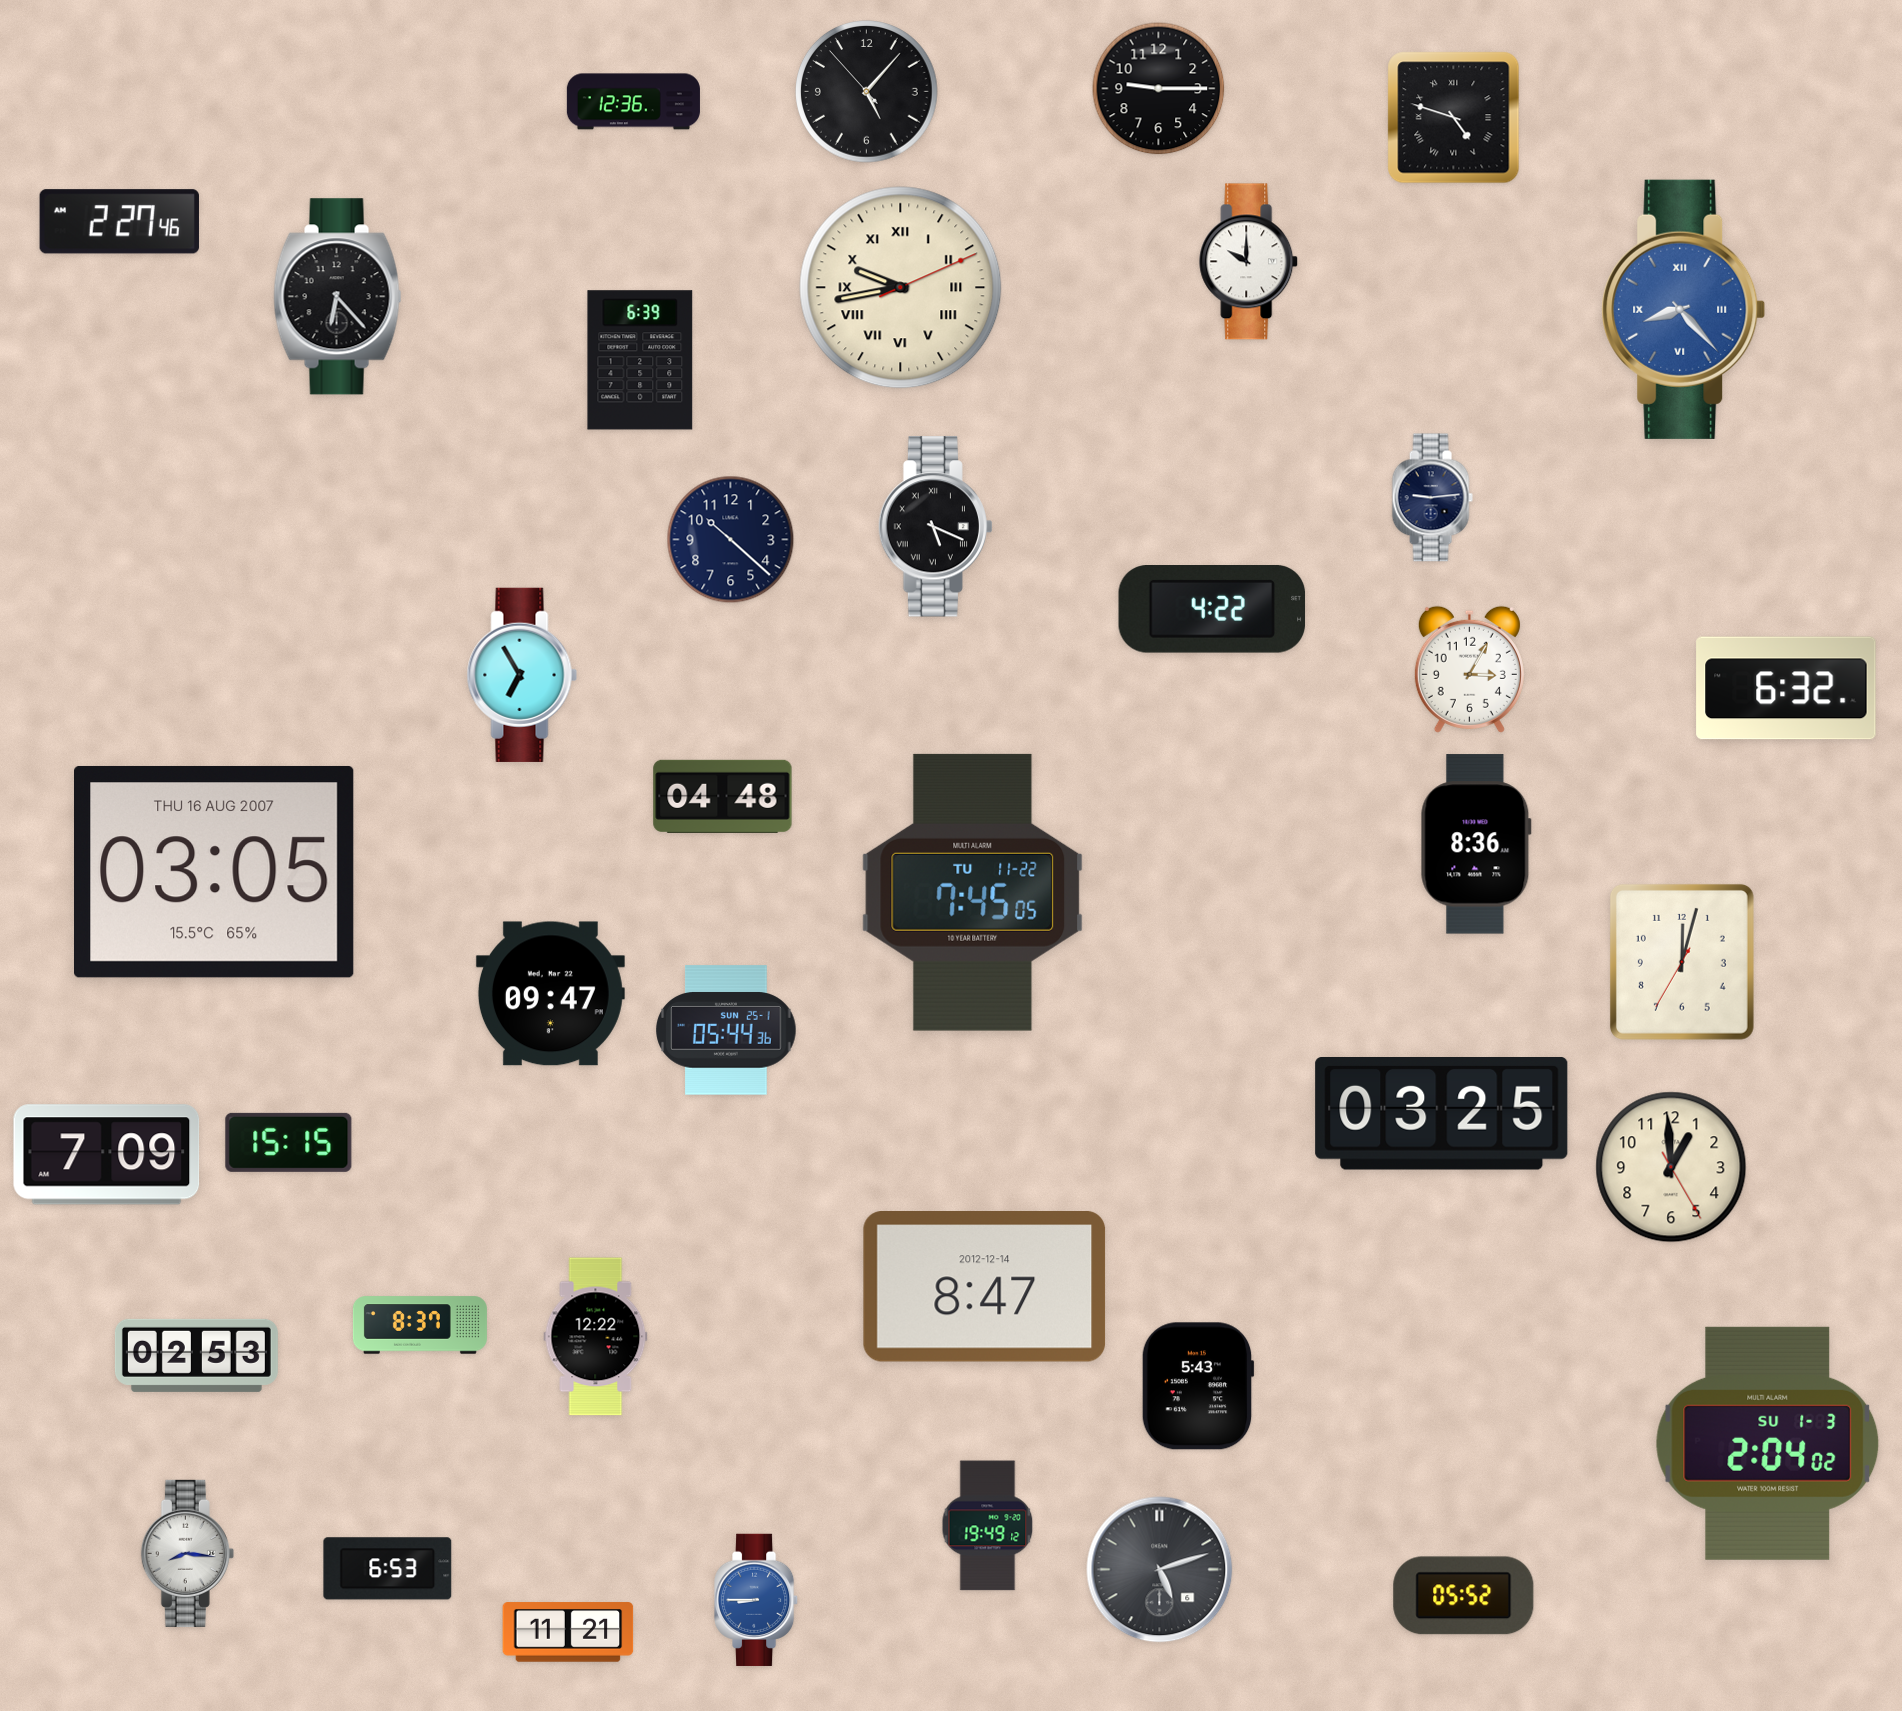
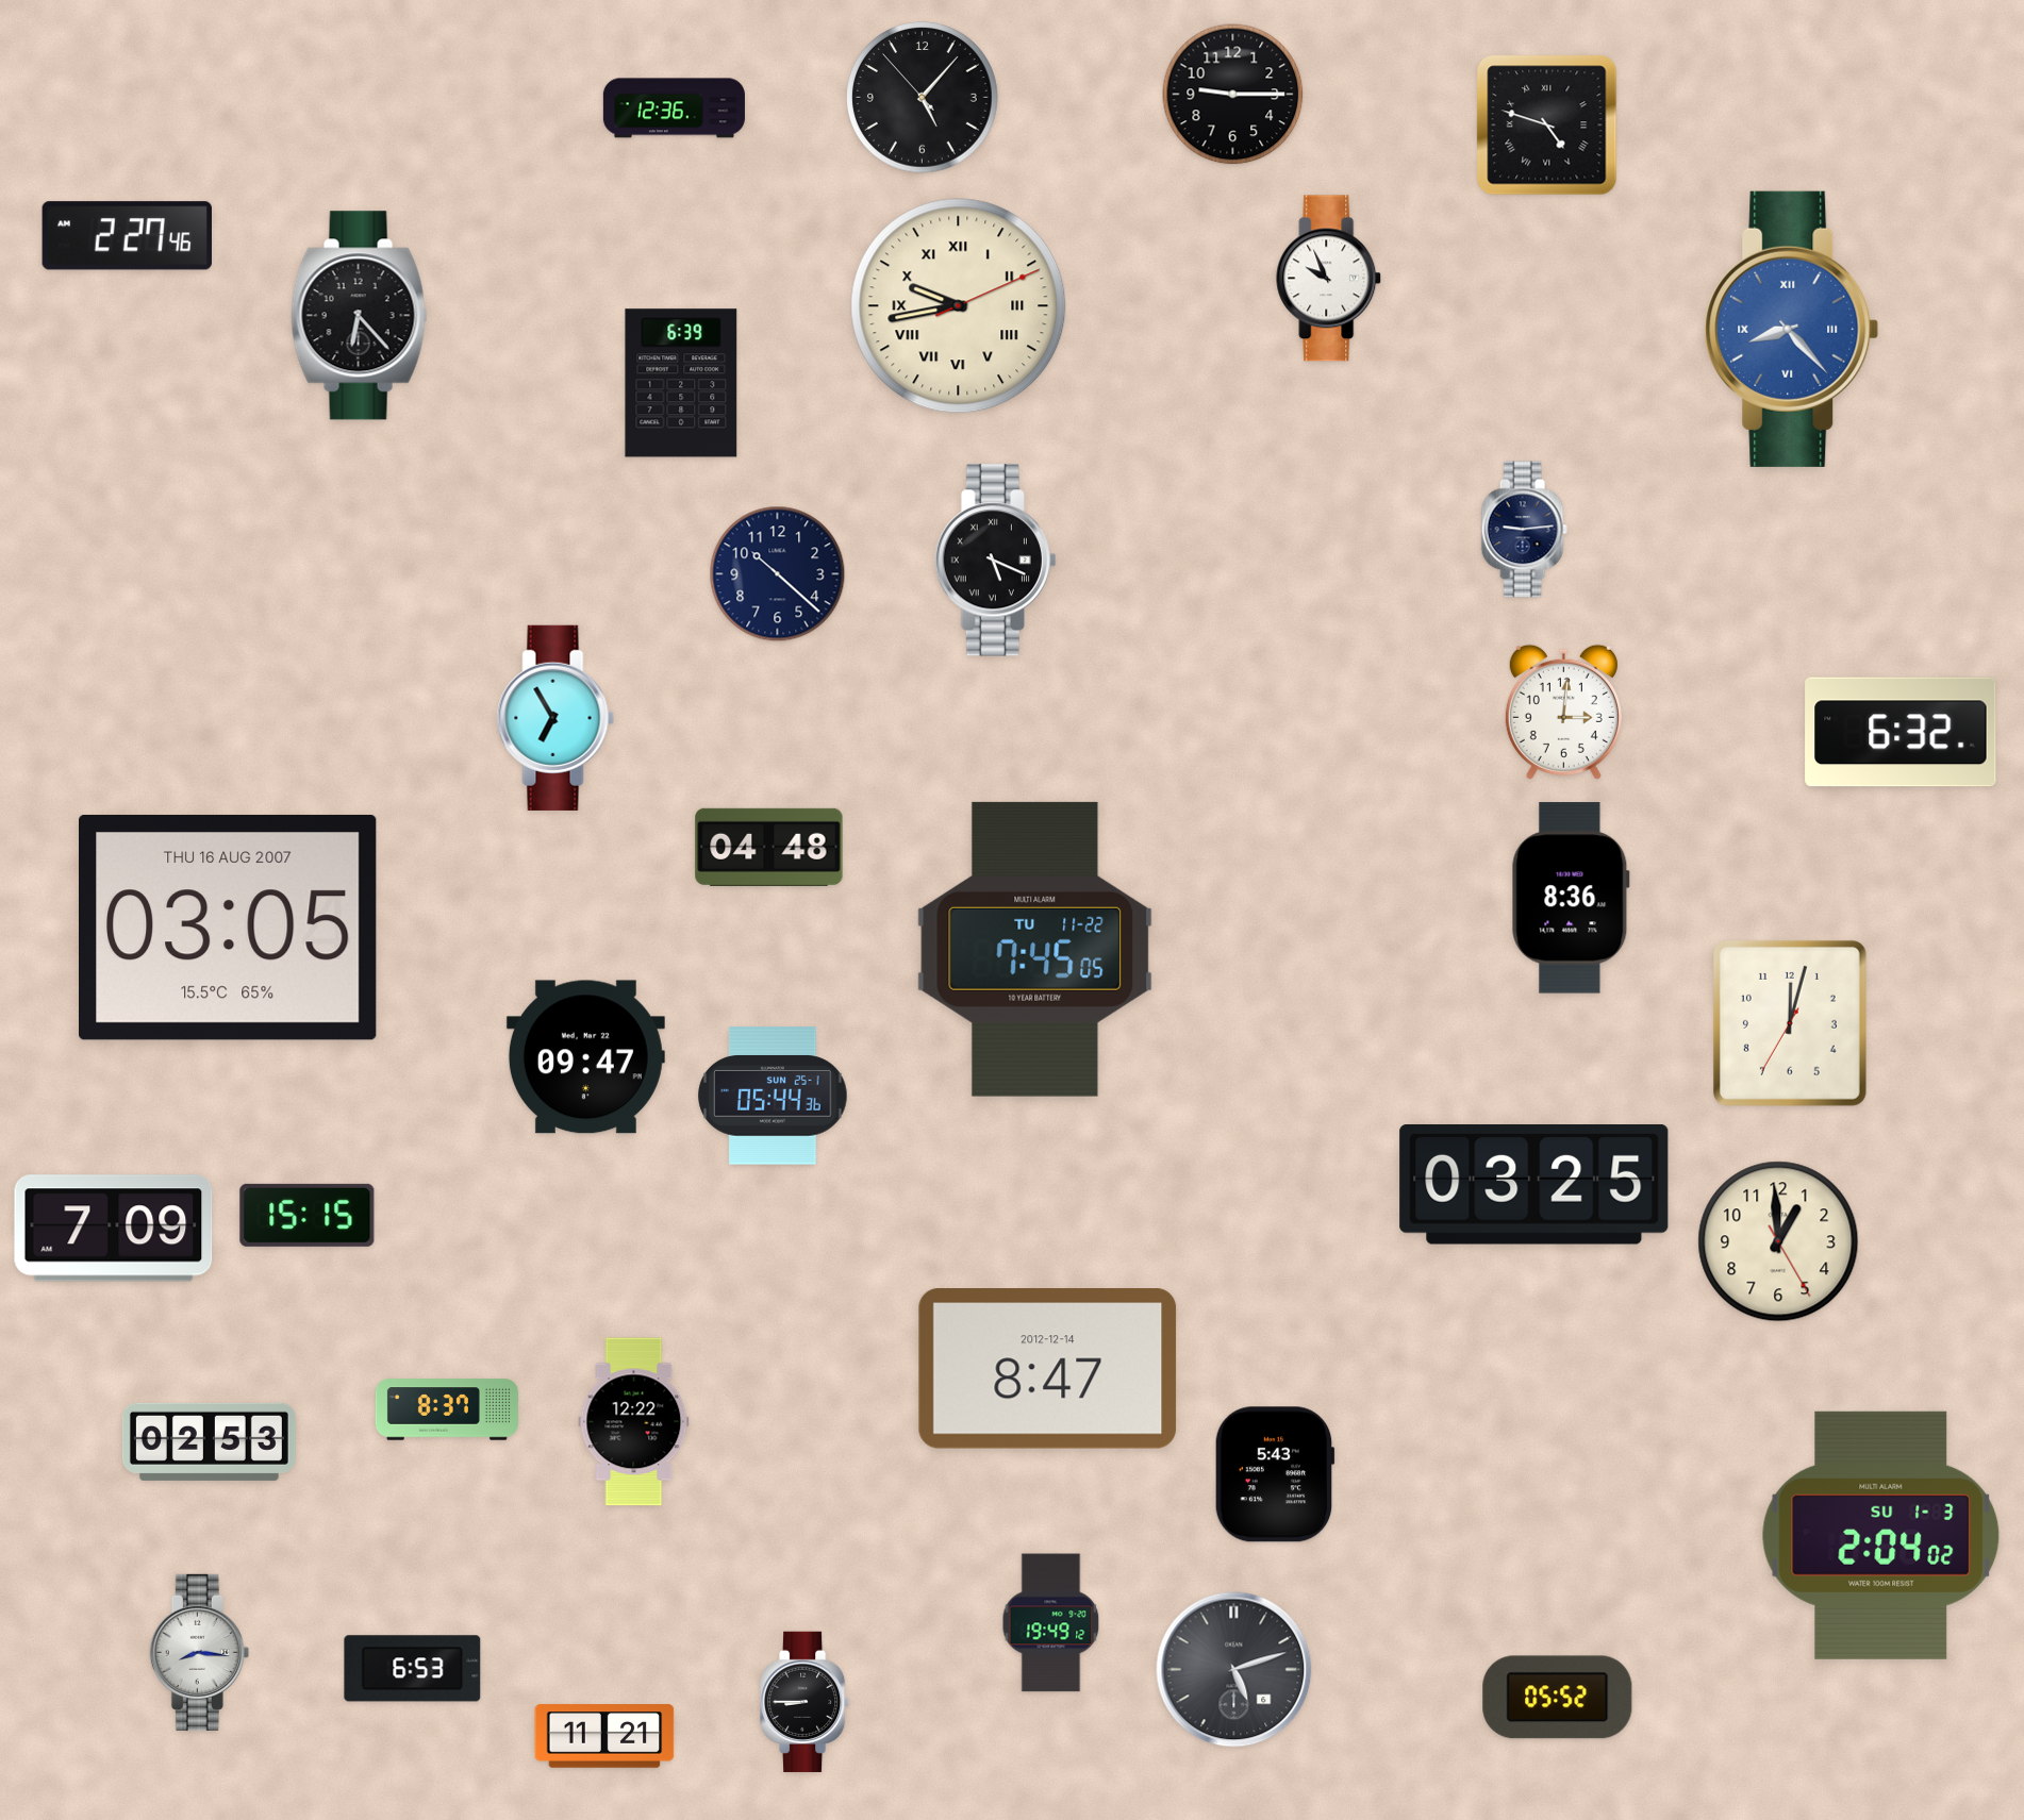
clock at (1249, 262): 10:00 -> 9:56
clock at (1212, 609): 4:22 -> none
clock at (1469, 669): 3:05 -> 3:01
clock at (757, 1600) dial: blue -> black
